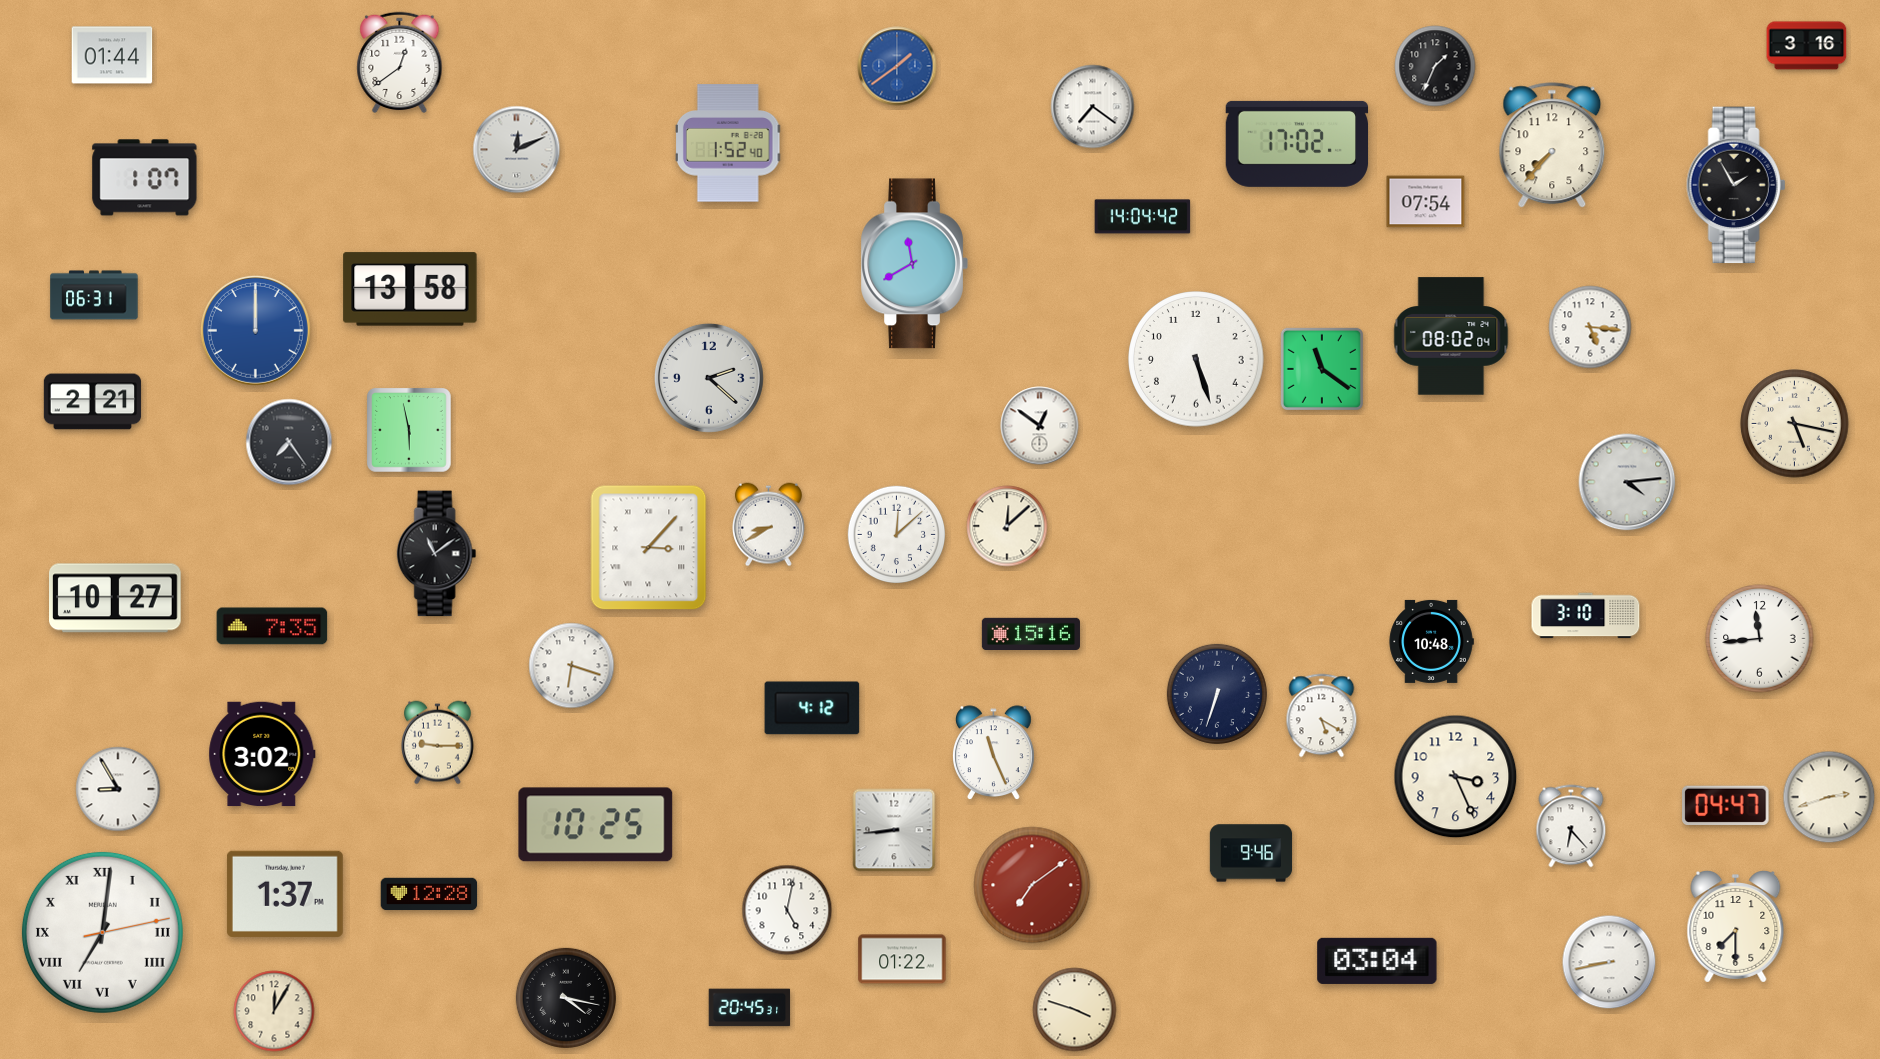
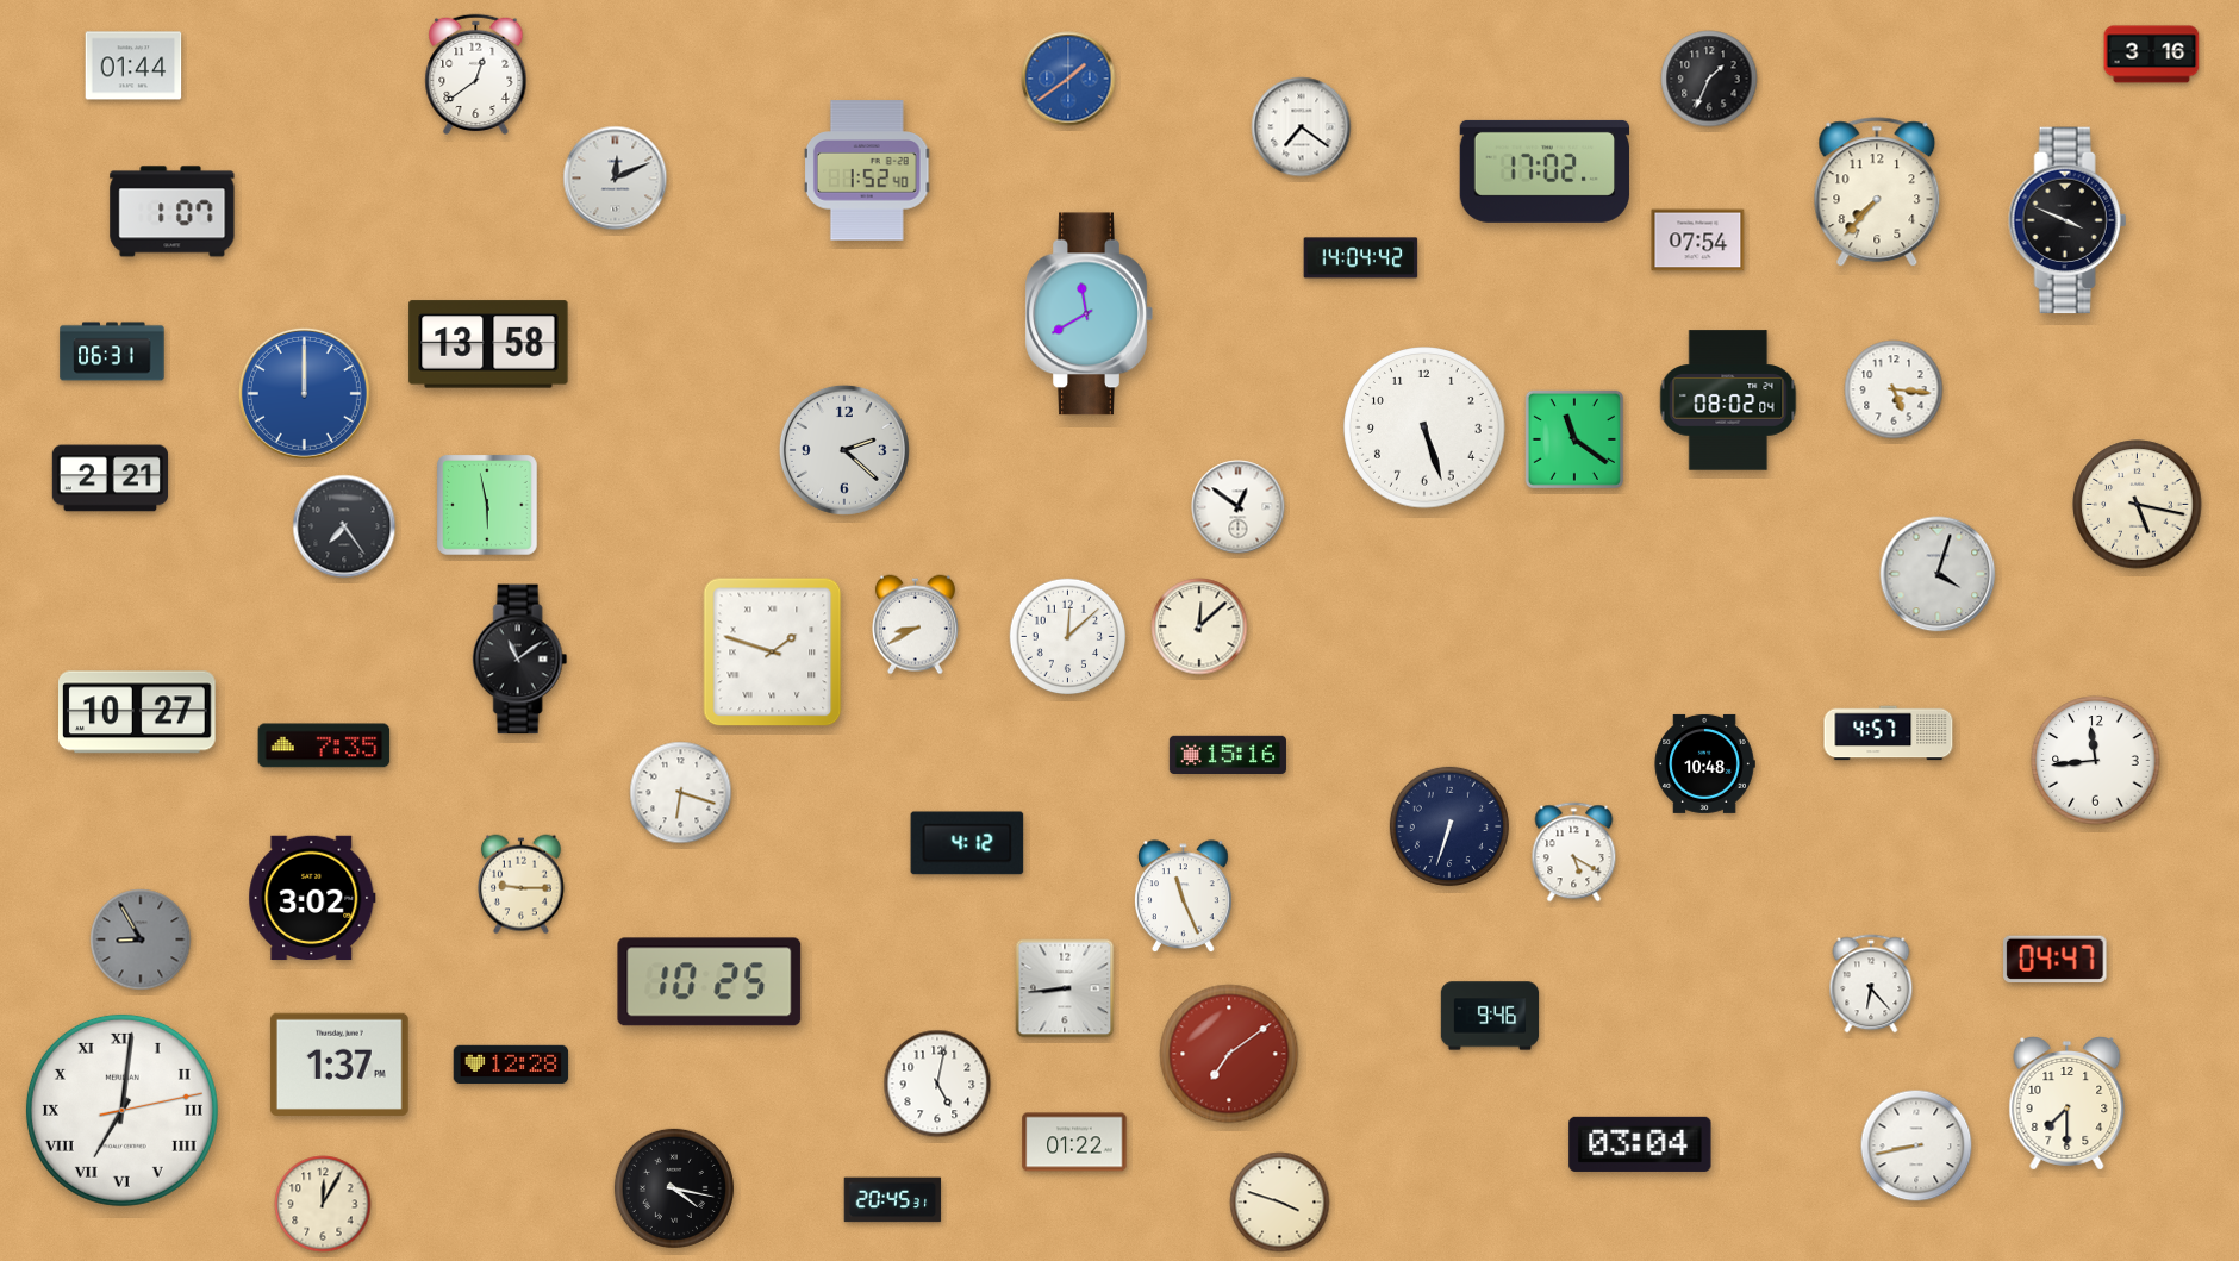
clock at (1552, 146) position: (1552, 146) -> (1877, 193)
clock at (1736, 185): 1:55 -> 3:49
clock at (410, 431) position: (410, 431) -> (488, 506)
clock at (1627, 482): 4:14 -> 4:03
clock at (649, 548): 3:07 -> 1:48
clock at (1586, 616): 3:10 -> 4:57
clock at (1456, 777): 3:26 -> none
clock at (118, 789) dial: white -> grey
clock at (1829, 797): 2:42 -> none
clock at (274, 1011) position: (274, 1011) -> (323, 1204)
